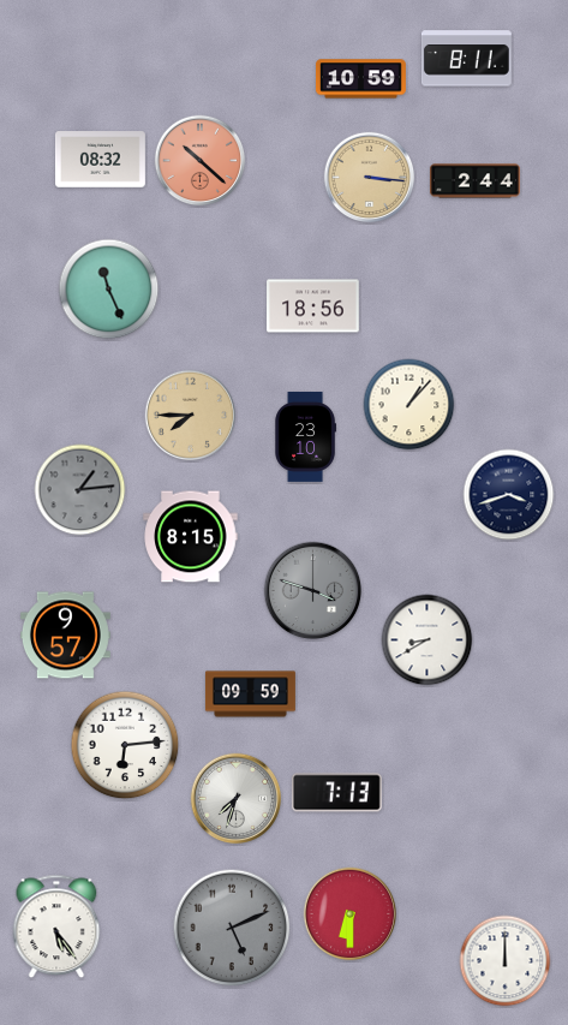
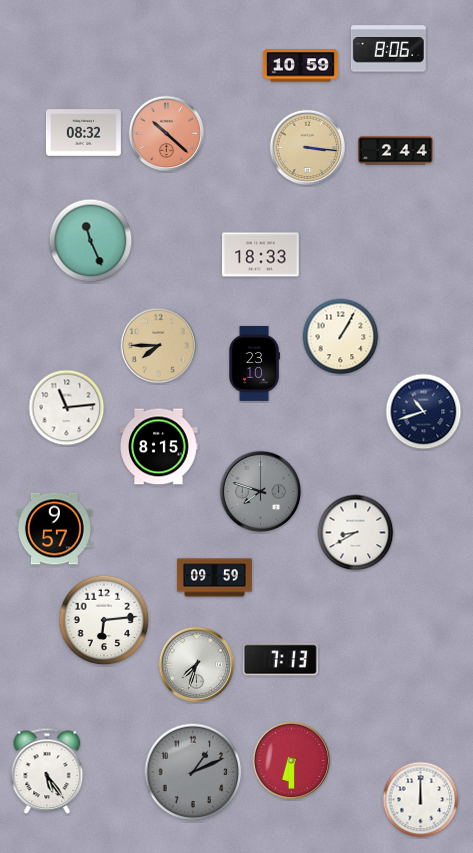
clock at (466, 59): 8:11 -> 8:06
clock at (313, 306): 18:56 -> 18:33
clock at (409, 405): 1:07 -> 1:05
clock at (80, 490): 1:14 -> 11:14
clock at (80, 490) dial: grey -> white
clock at (509, 495): 3:42 -> 10:42
clock at (313, 591): 3:48 -> 7:48
clock at (250, 695) position: (250, 695) -> (214, 578)
clock at (232, 928): 5:11 -> 1:11
